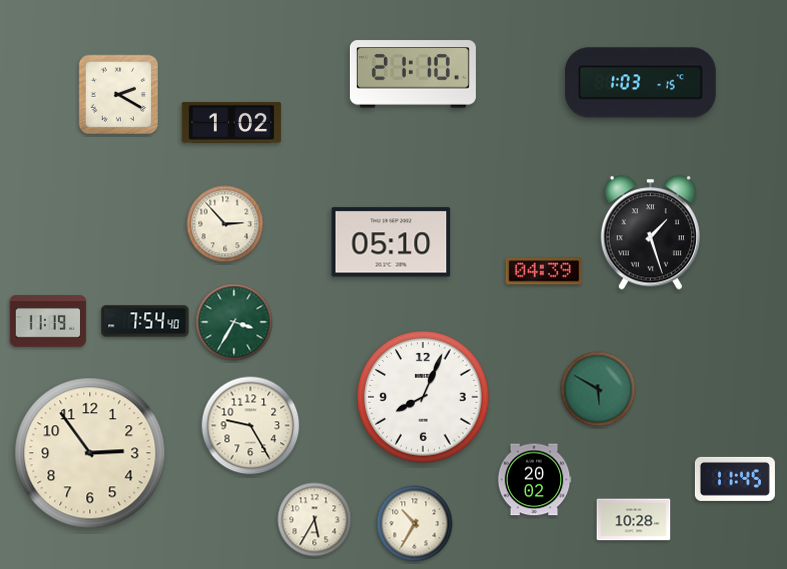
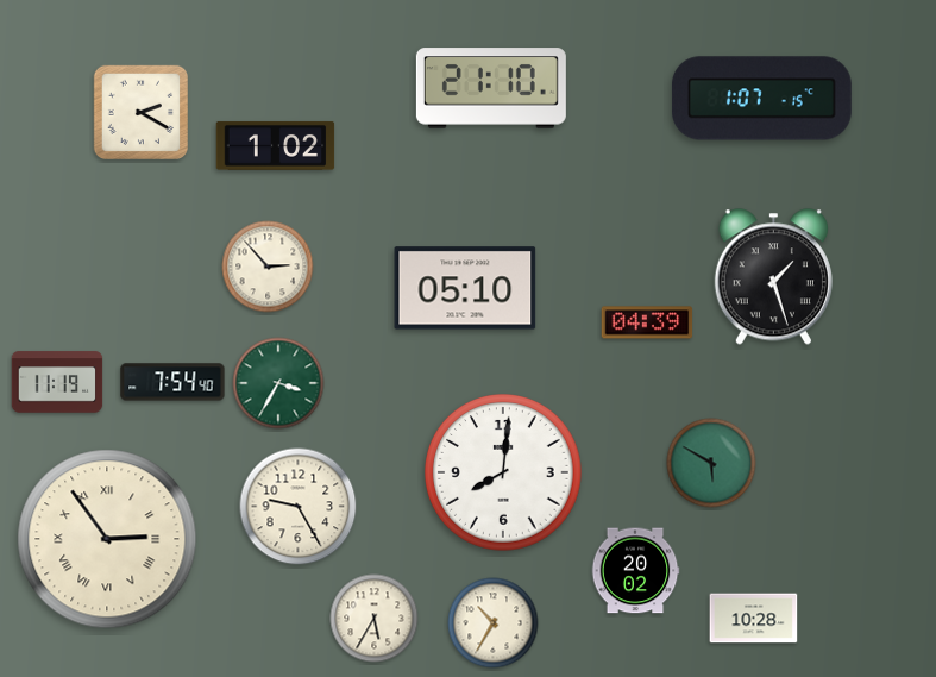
clock at (640, 83): 1:03 -> 1:07
clock at (423, 397): 8:04 -> 8:01
clock at (90, 453) numerals: Arabic -> Roman
clock at (735, 479): 11:45 -> none
